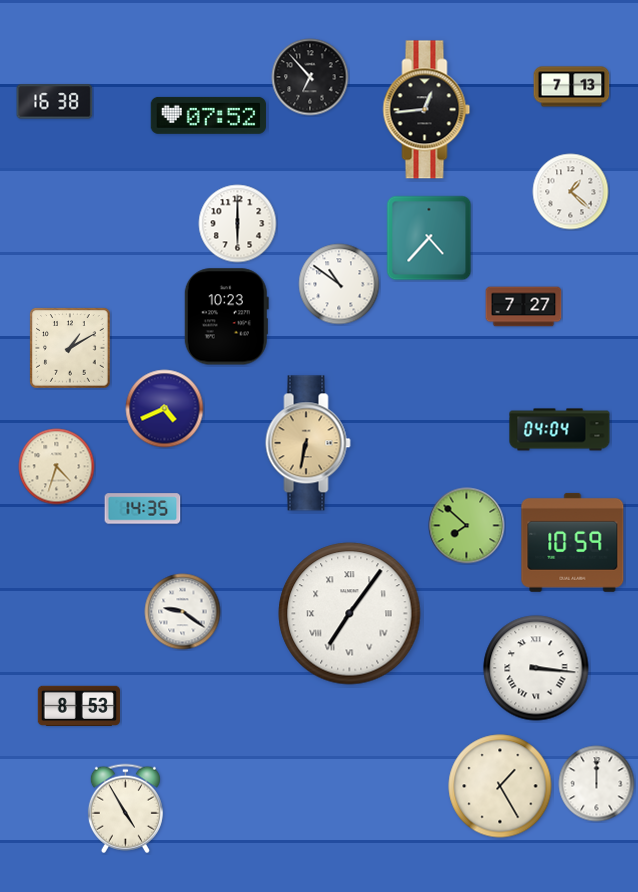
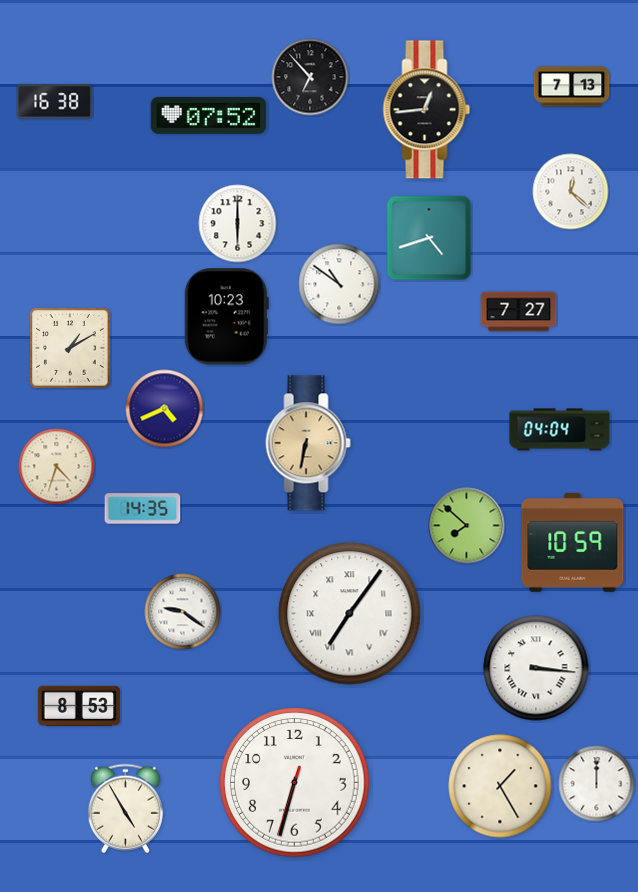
clock at (571, 192): 1:22 -> 12:22
clock at (429, 238): 4:37 -> 4:42
clock at (524, 307) position: (524, 307) -> (519, 312)
clock at (295, 783): none -> 6:32
